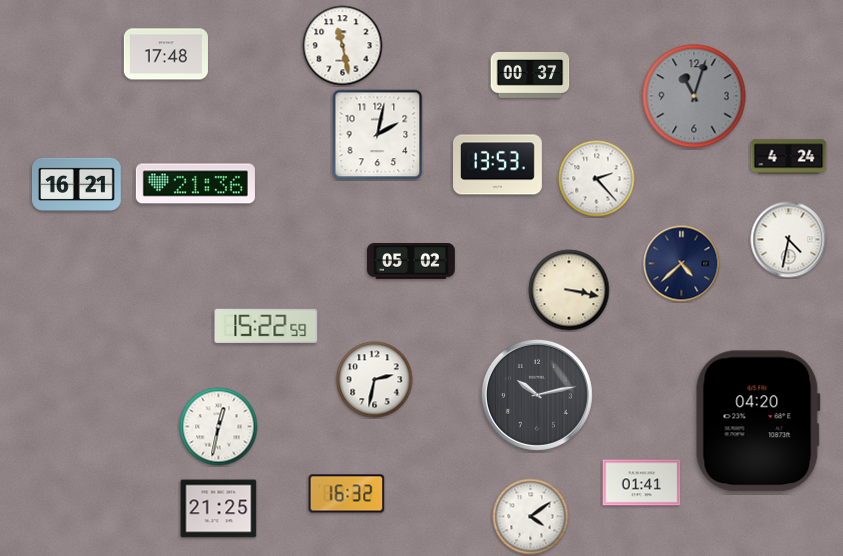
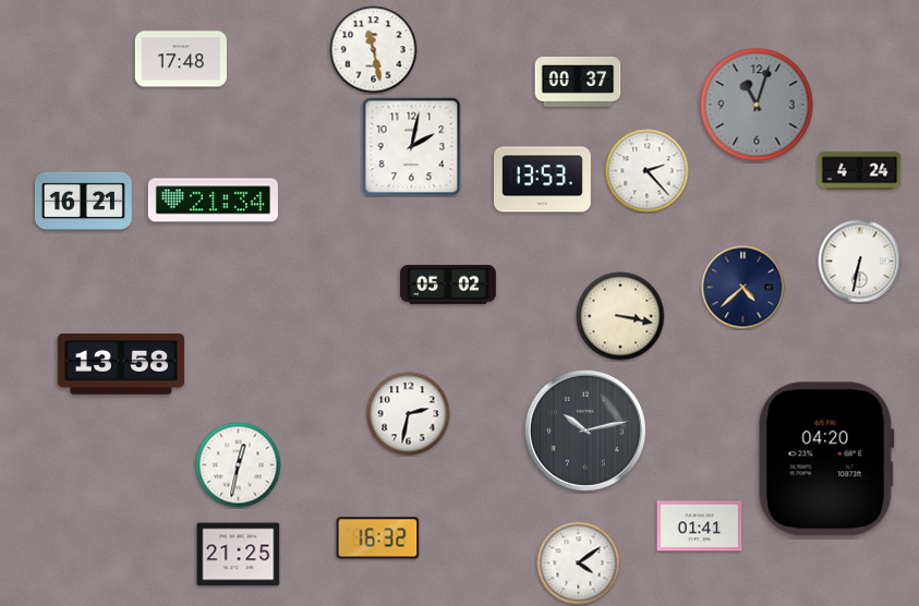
clock at (597, 179) position: (597, 179) -> (648, 171)
clock at (195, 184): 21:36 -> 21:34
clock at (789, 240): 4:32 -> 6:32
clock at (266, 326): 15:22 -> none
clock at (121, 365): none -> 13:58
